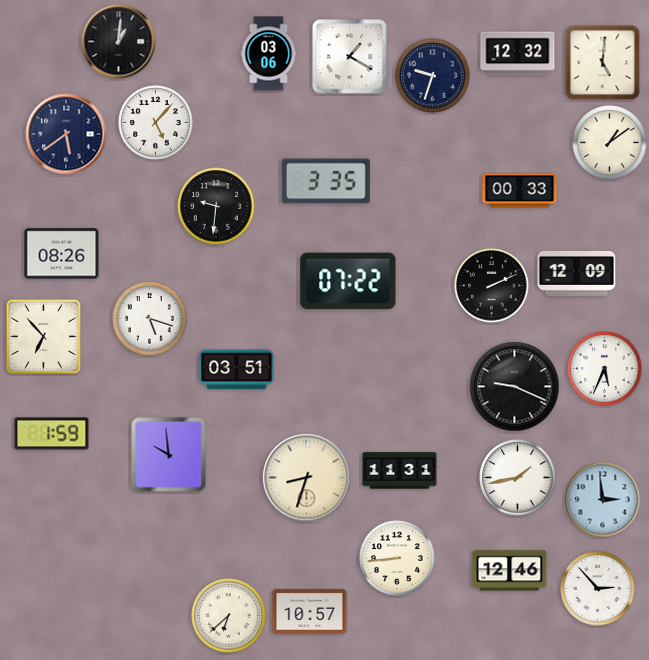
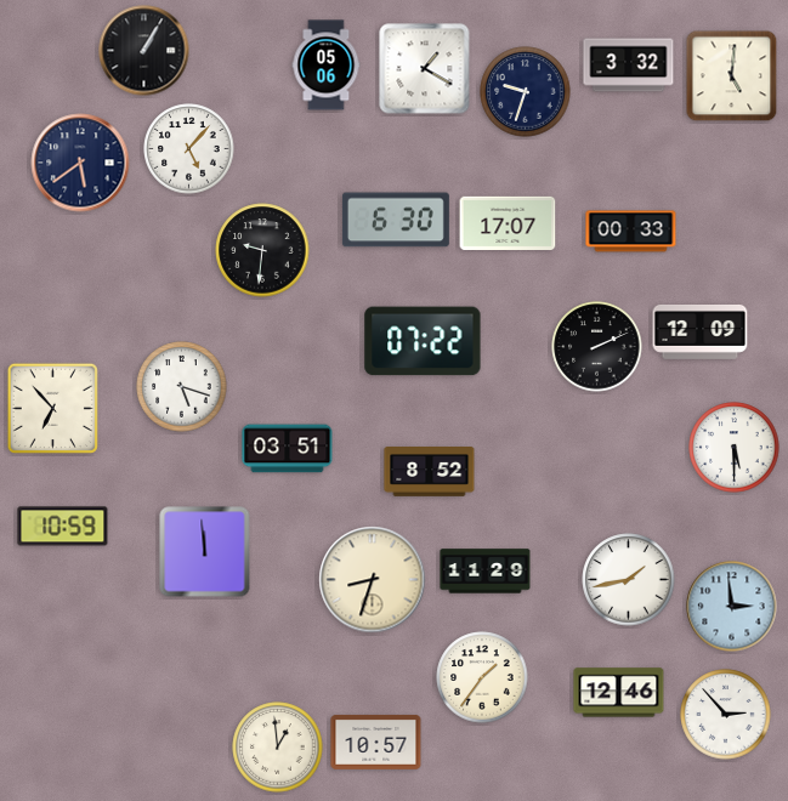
clock at (119, 42): 1:01 -> 1:05
clock at (269, 54): 03:06 -> 05:06
clock at (518, 54): 12:32 -> 3:32
clock at (610, 143): 1:09 -> none
clock at (326, 181): 3:35 -> 6:30
clock at (508, 222): none -> 17:07
clock at (62, 254): 08:26 -> none
clock at (605, 369): 5:34 -> 5:30
clock at (515, 387): 9:19 -> none
clock at (430, 472): none -> 8:52
clock at (52, 434): 1:59 -> 10:59
clock at (169, 455): 9:59 -> 11:59
clock at (400, 471): 11:31 -> 11:29
clock at (397, 558): 8:44 -> 1:36
clock at (229, 616): 6:38 -> 12:59
